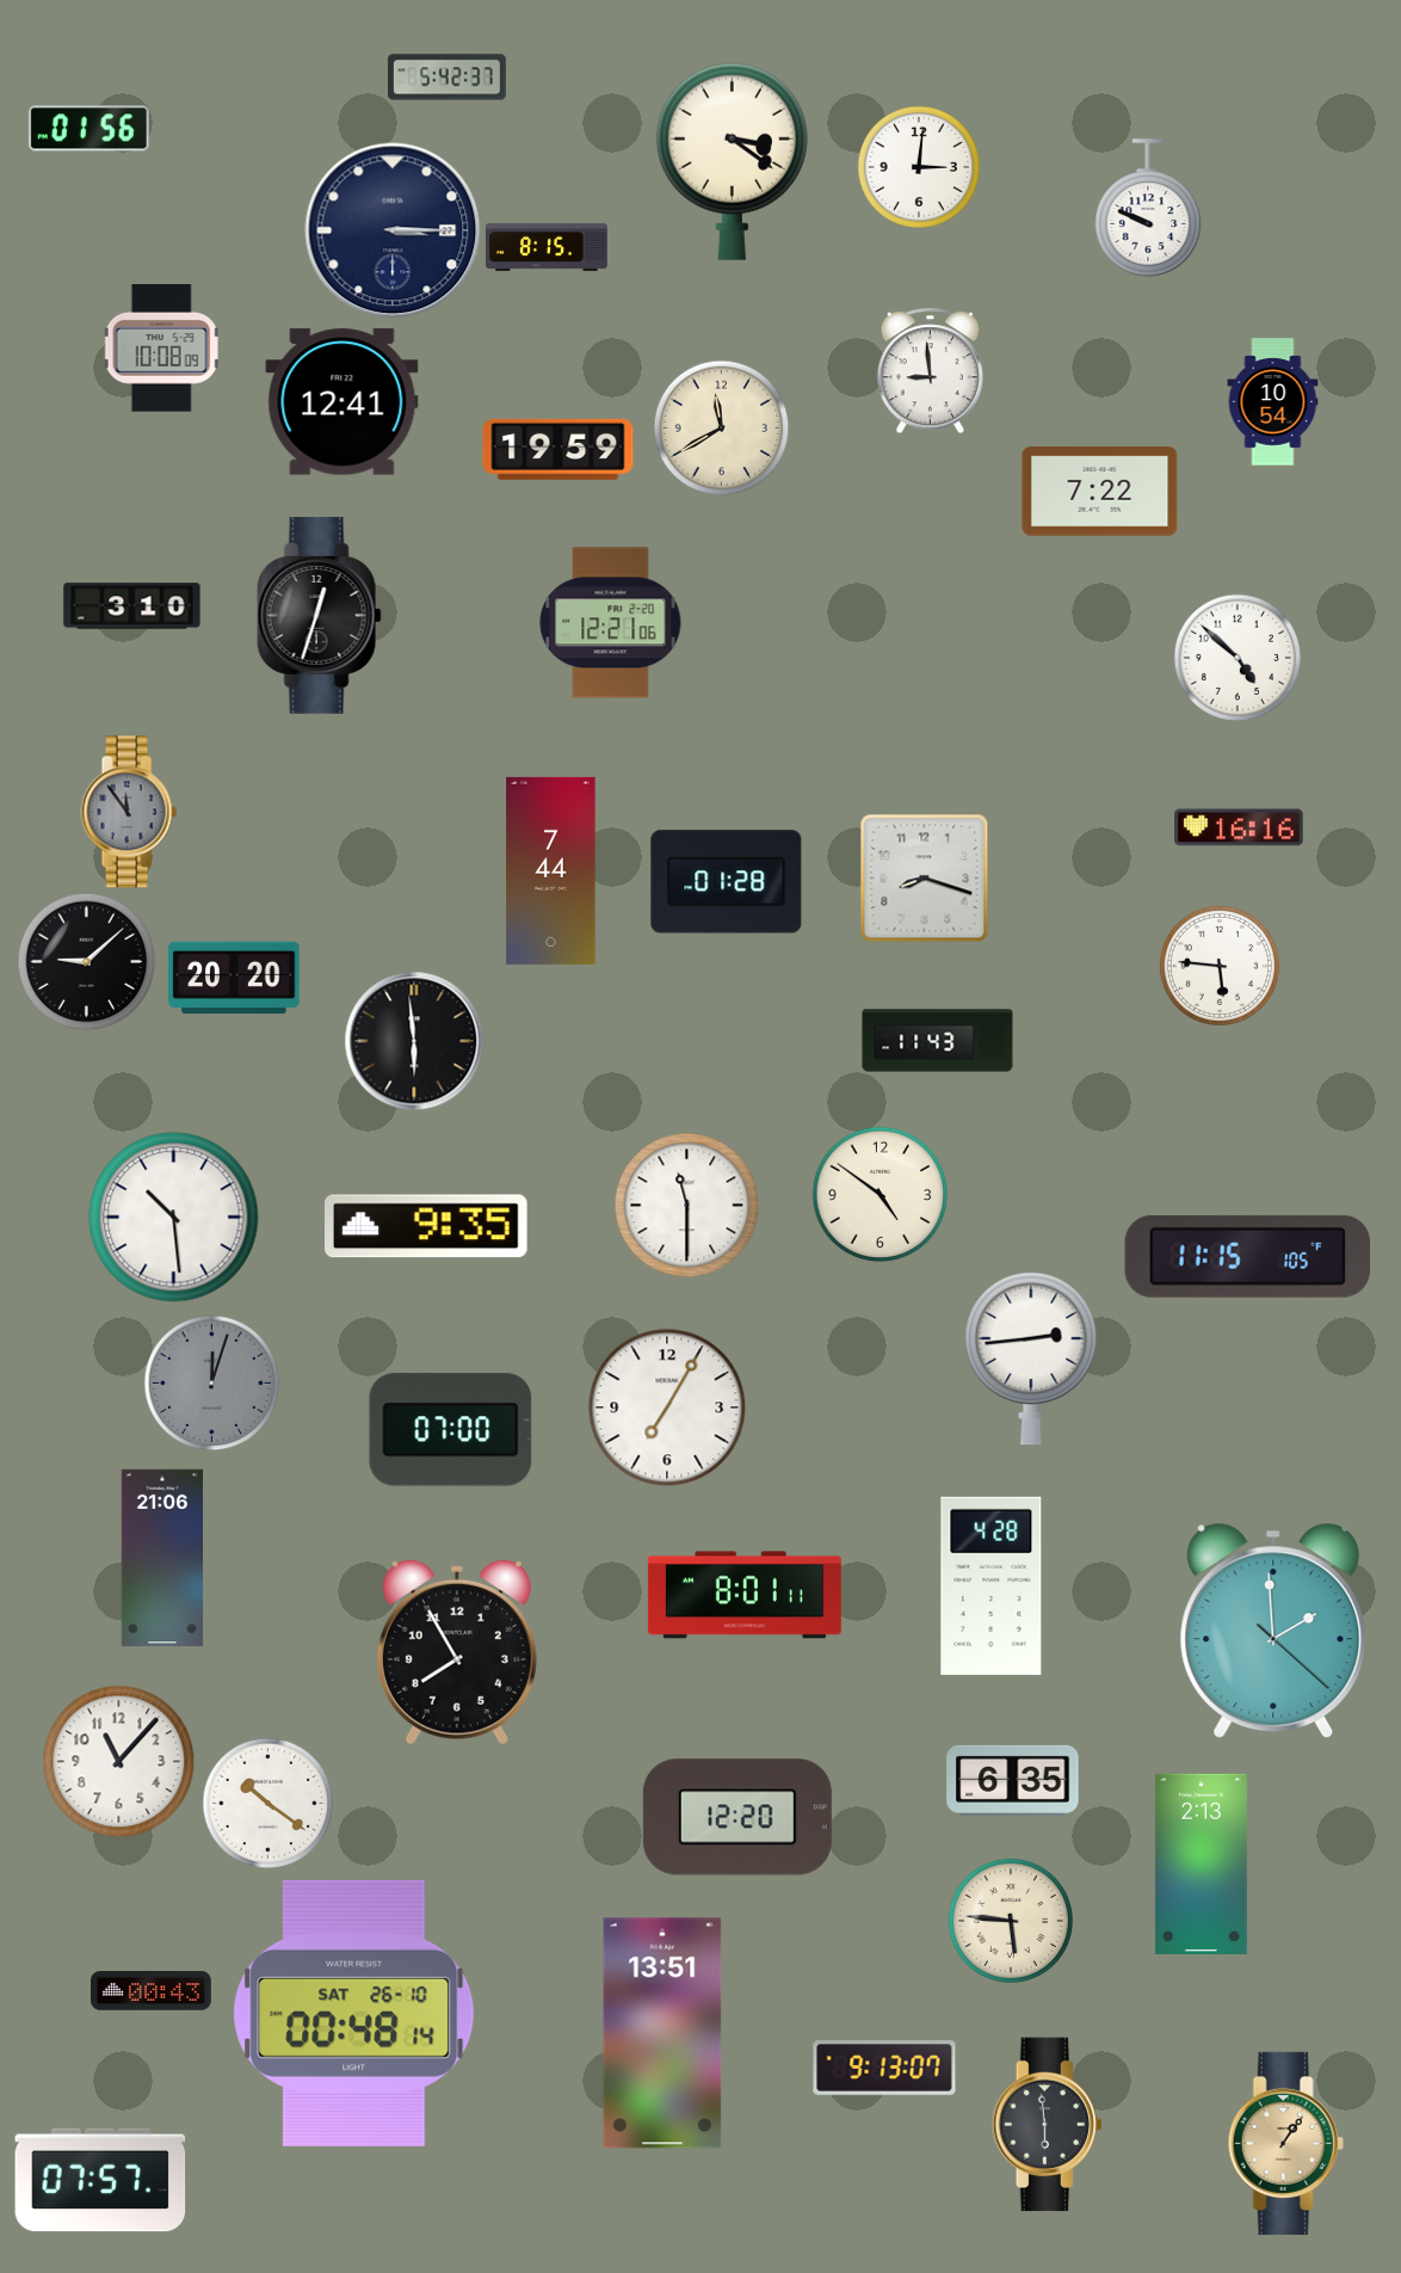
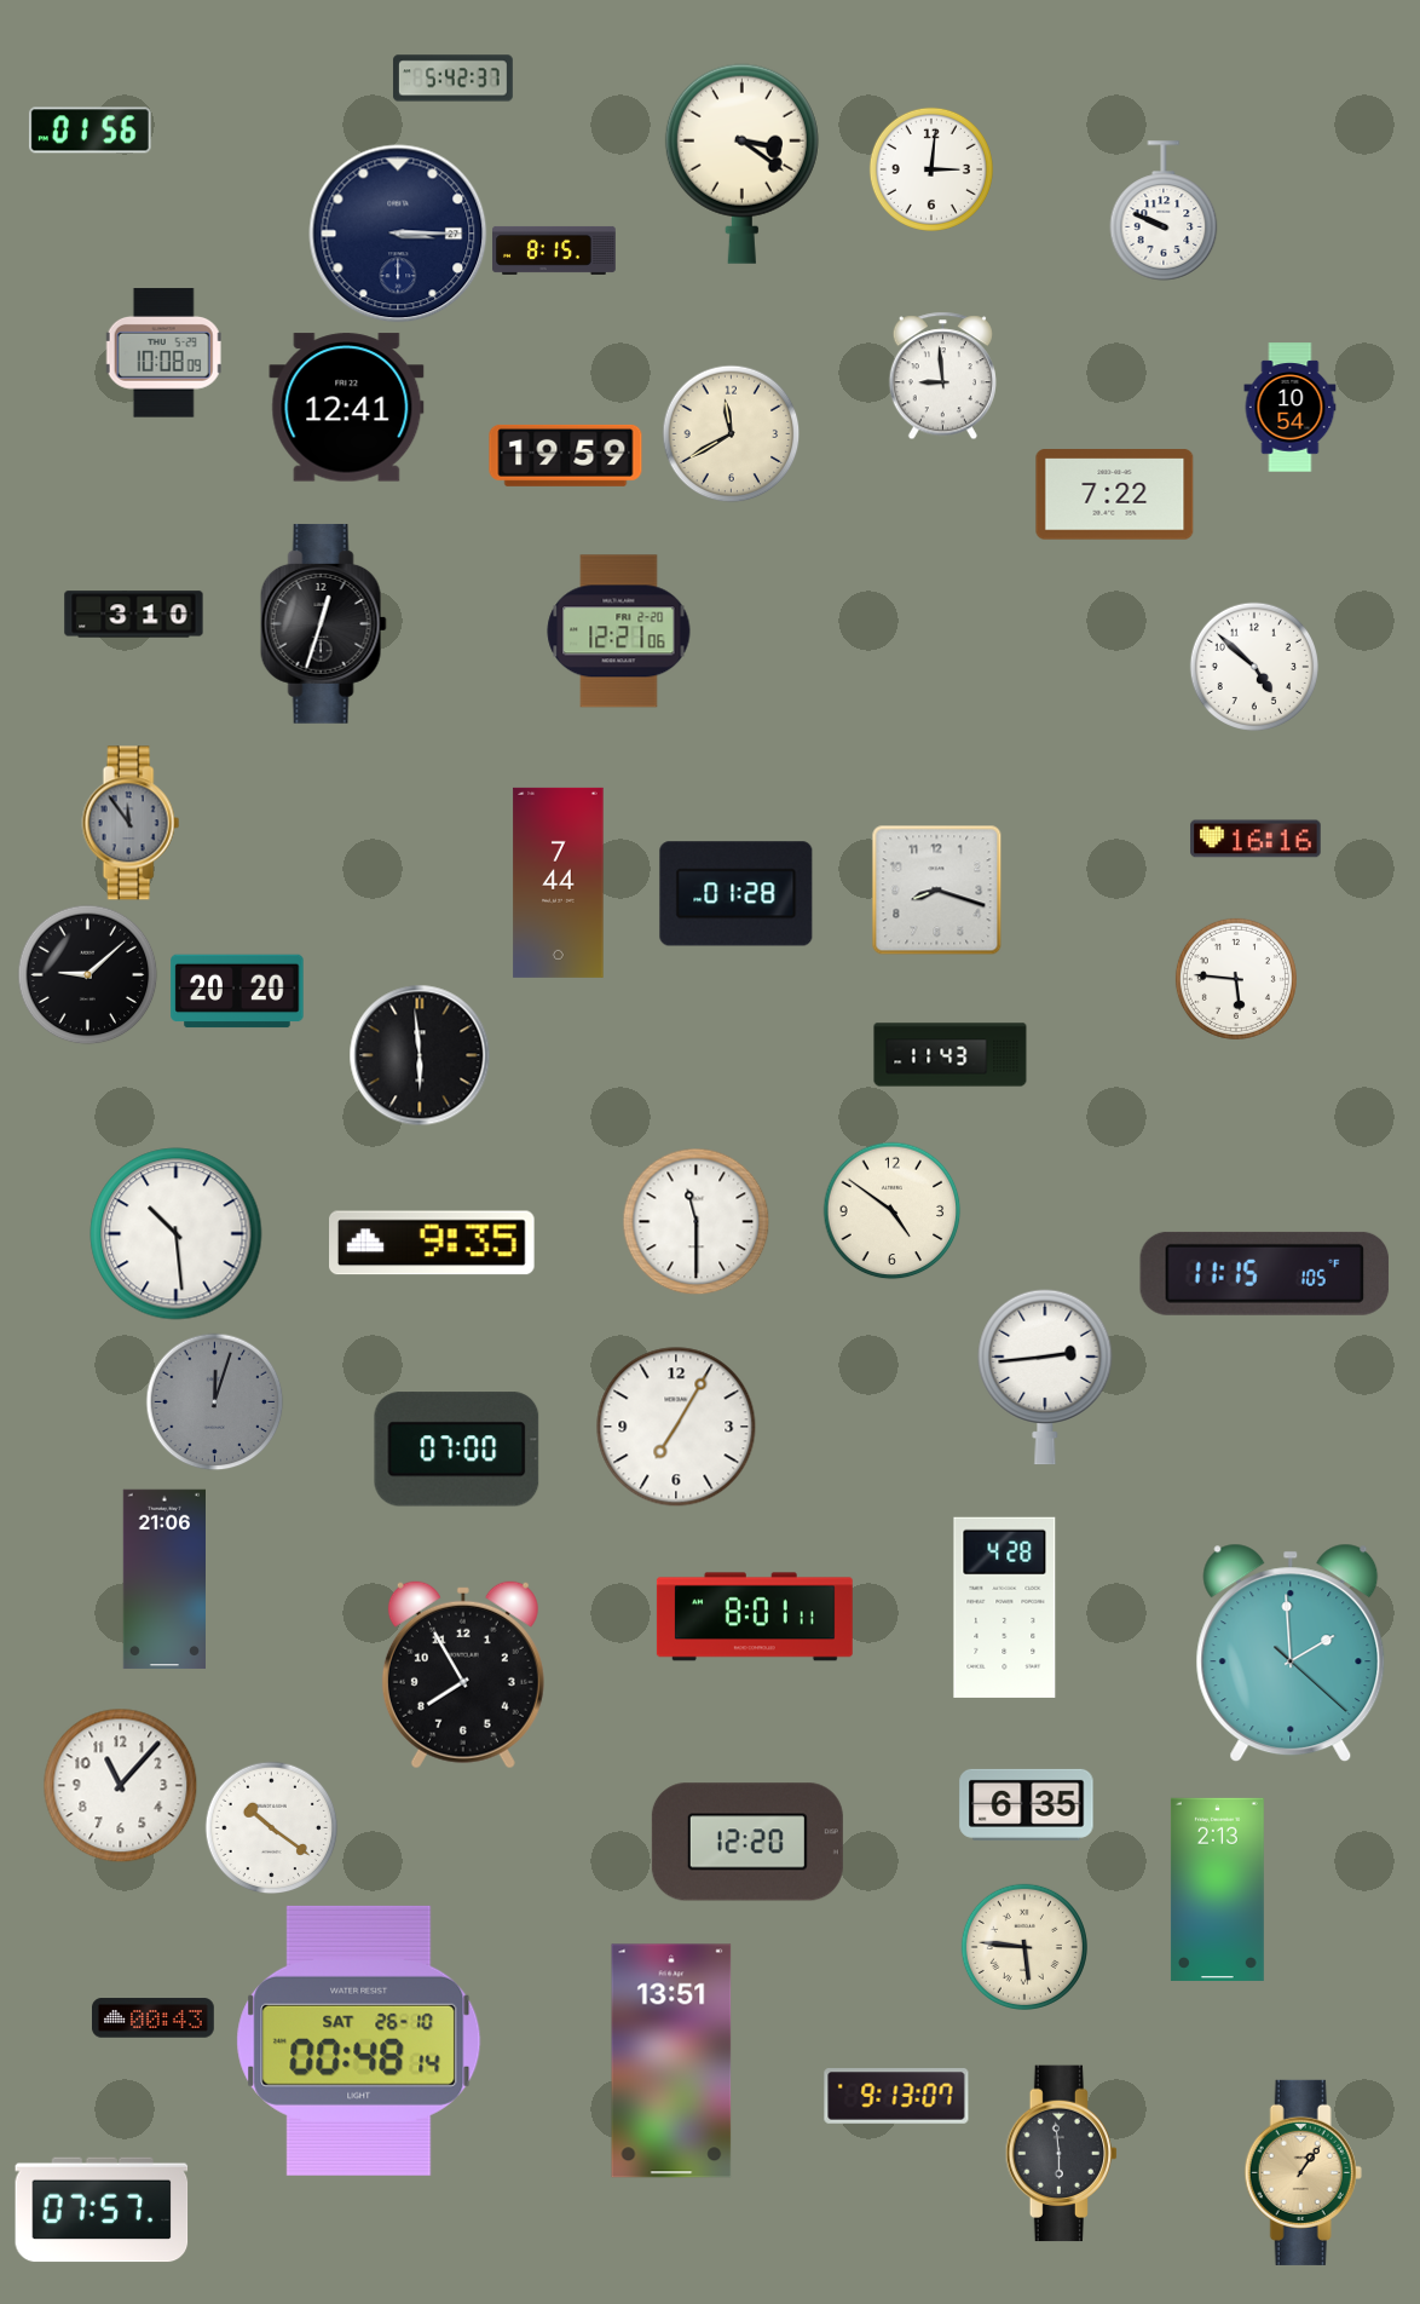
clock at (1100, 492) position: (1100, 492) -> (1115, 495)
